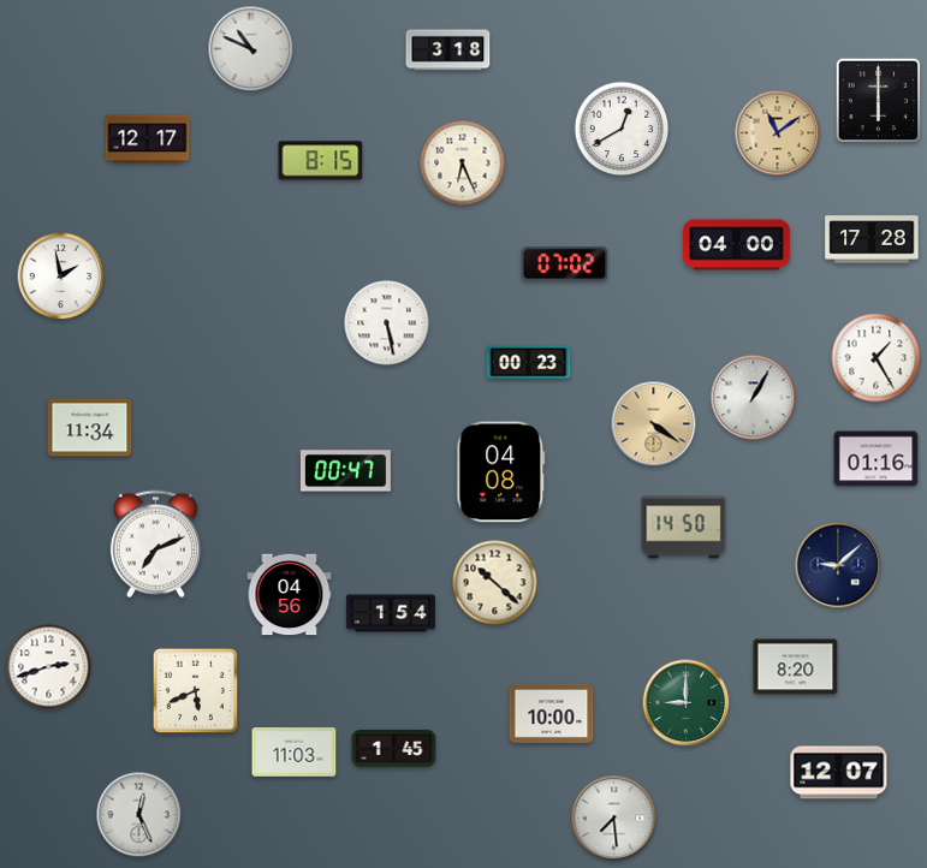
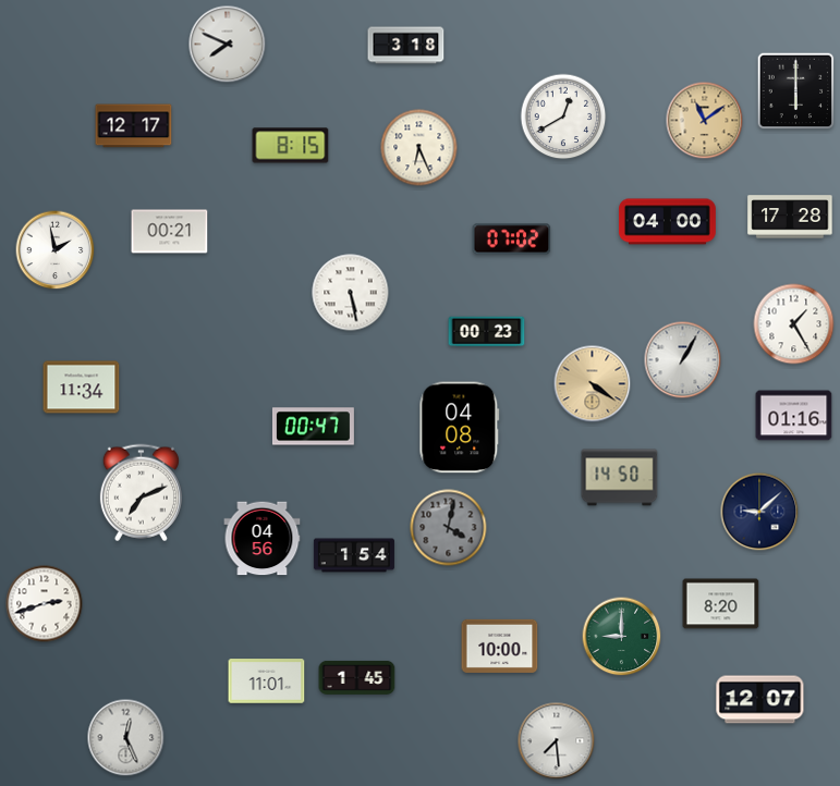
clock at (251, 49): 10:49 -> 7:49
clock at (170, 232): none -> 00:21
clock at (529, 363) position: (529, 363) -> (487, 332)
clock at (501, 472) position: (501, 472) -> (460, 428)
clock at (495, 583): 10:22 -> 4:02
clock at (495, 583) dial: cream -> grey
clock at (196, 691): 5:41 -> none
clock at (295, 753): 11:03 -> 11:01
